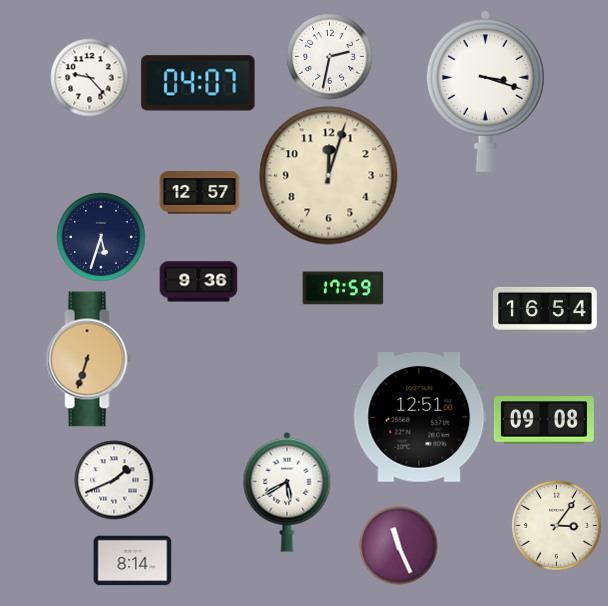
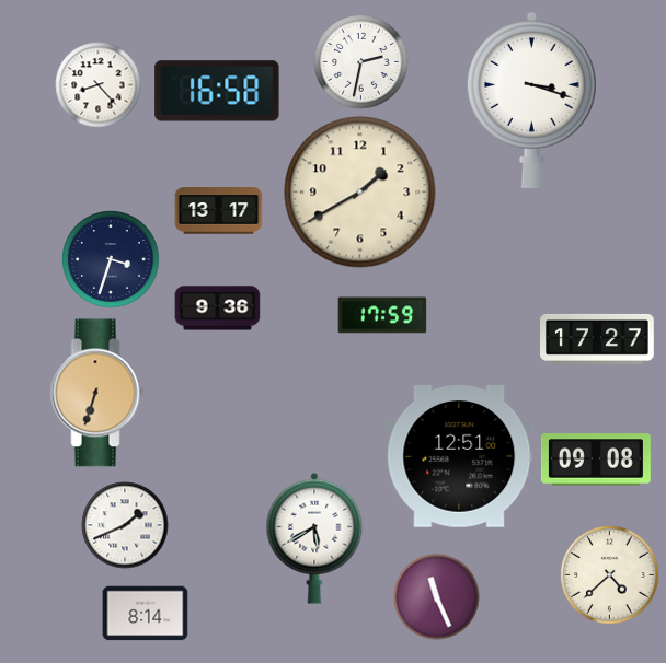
clock at (89, 77): 9:23 -> 8:23
clock at (198, 83): 04:07 -> 16:58
clock at (329, 176): 12:03 -> 1:40
clock at (199, 193): 12:57 -> 13:17
clock at (101, 237): 5:33 -> 3:33
clock at (343, 288) position: (343, 288) -> (382, 315)
clock at (545, 310): 16:54 -> 17:27
clock at (556, 525): 3:06 -> 4:38
